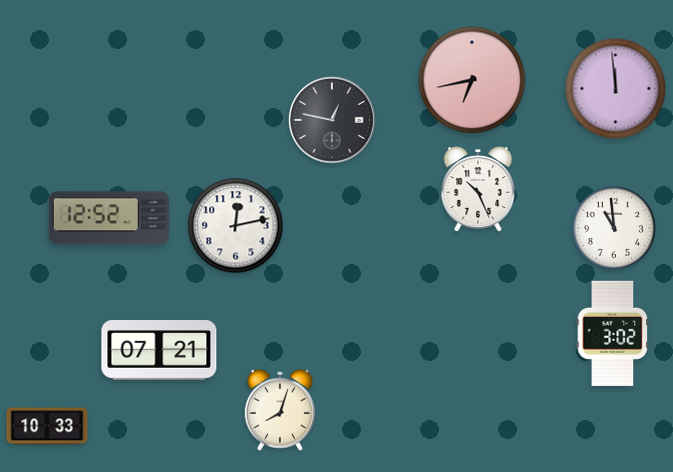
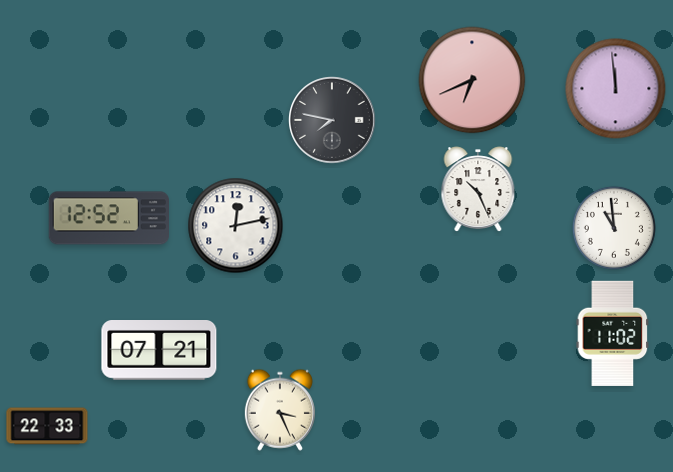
clock at (472, 80): 6:43 -> 6:41
clock at (332, 120): 12:47 -> 7:47
clock at (613, 333): 3:02 -> 11:02
clock at (280, 410): 8:03 -> 3:26
clock at (47, 426): 10:33 -> 22:33
